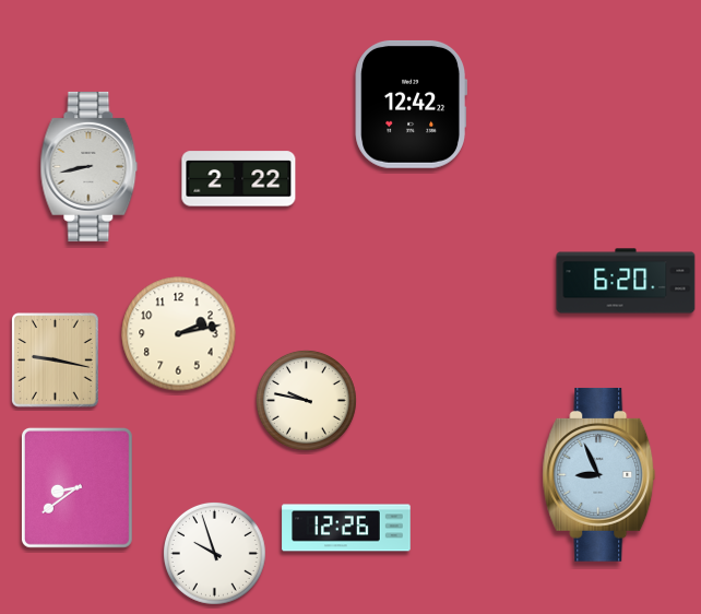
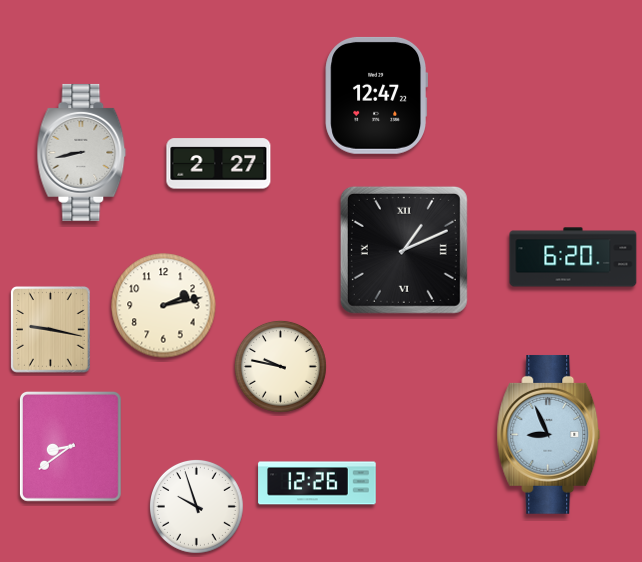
clock at (411, 104): 12:42 -> 12:47
clock at (239, 179): 2:22 -> 2:27
clock at (404, 250): none -> 1:11
